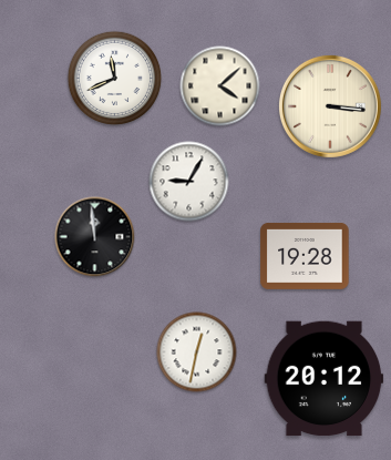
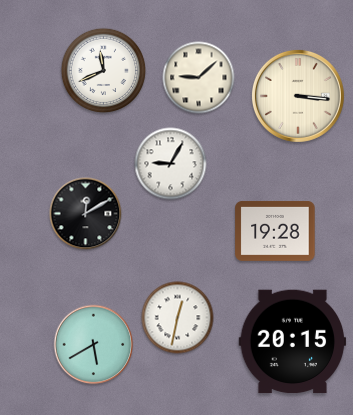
clock at (220, 86): 4:08 -> 9:08
clock at (95, 237): 11:59 -> 12:10
clock at (325, 379): 20:12 -> 20:15
clock at (94, 345): none -> 5:40
